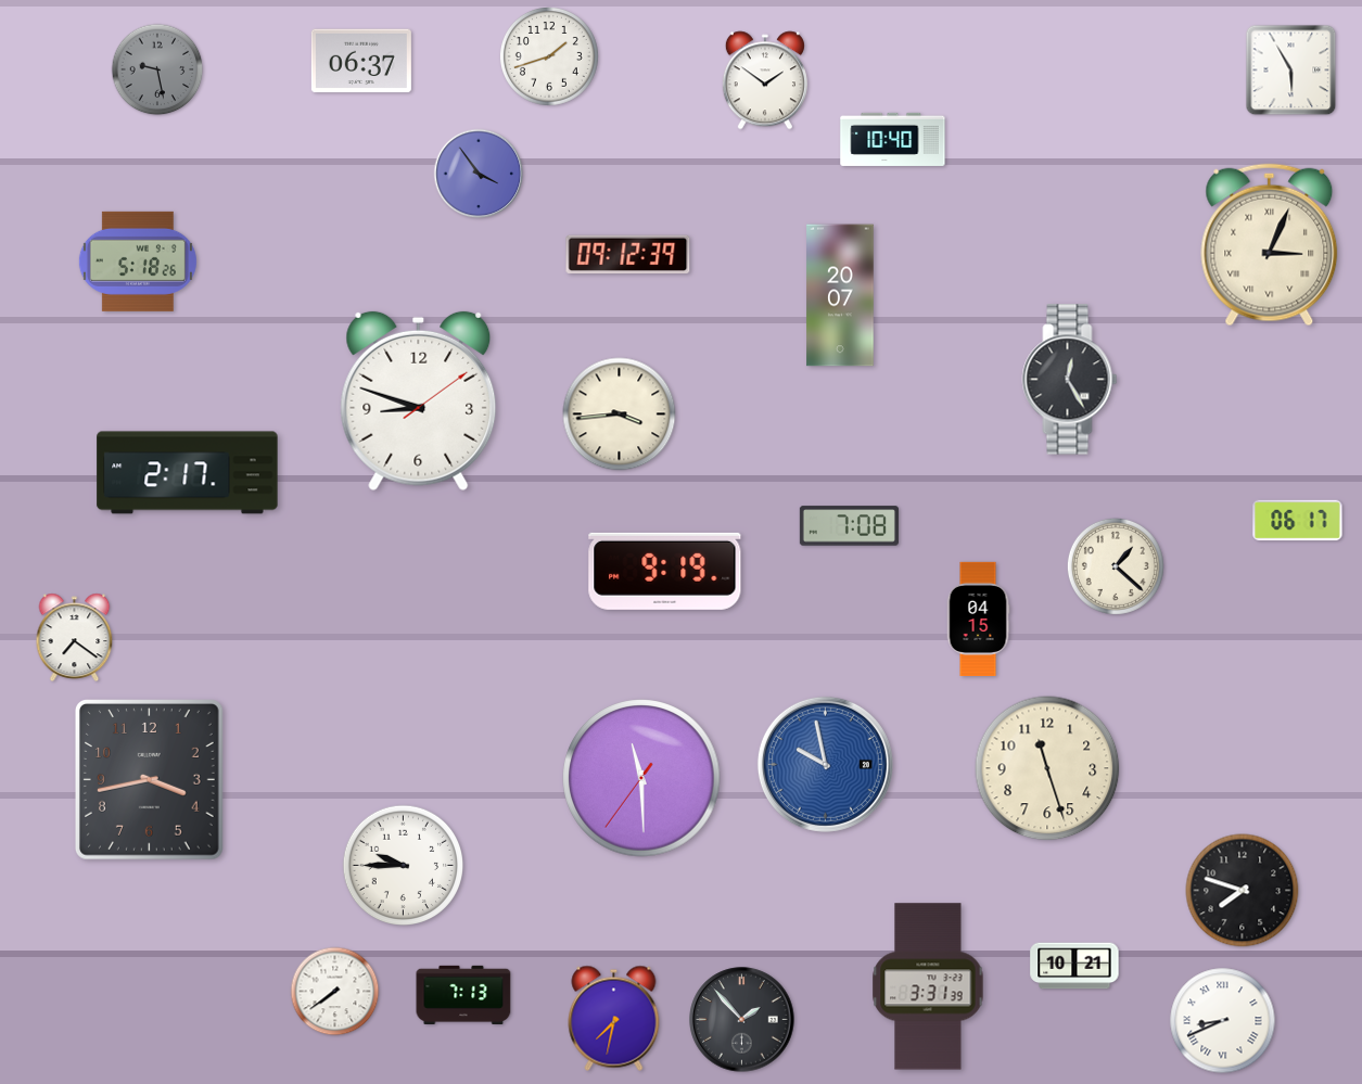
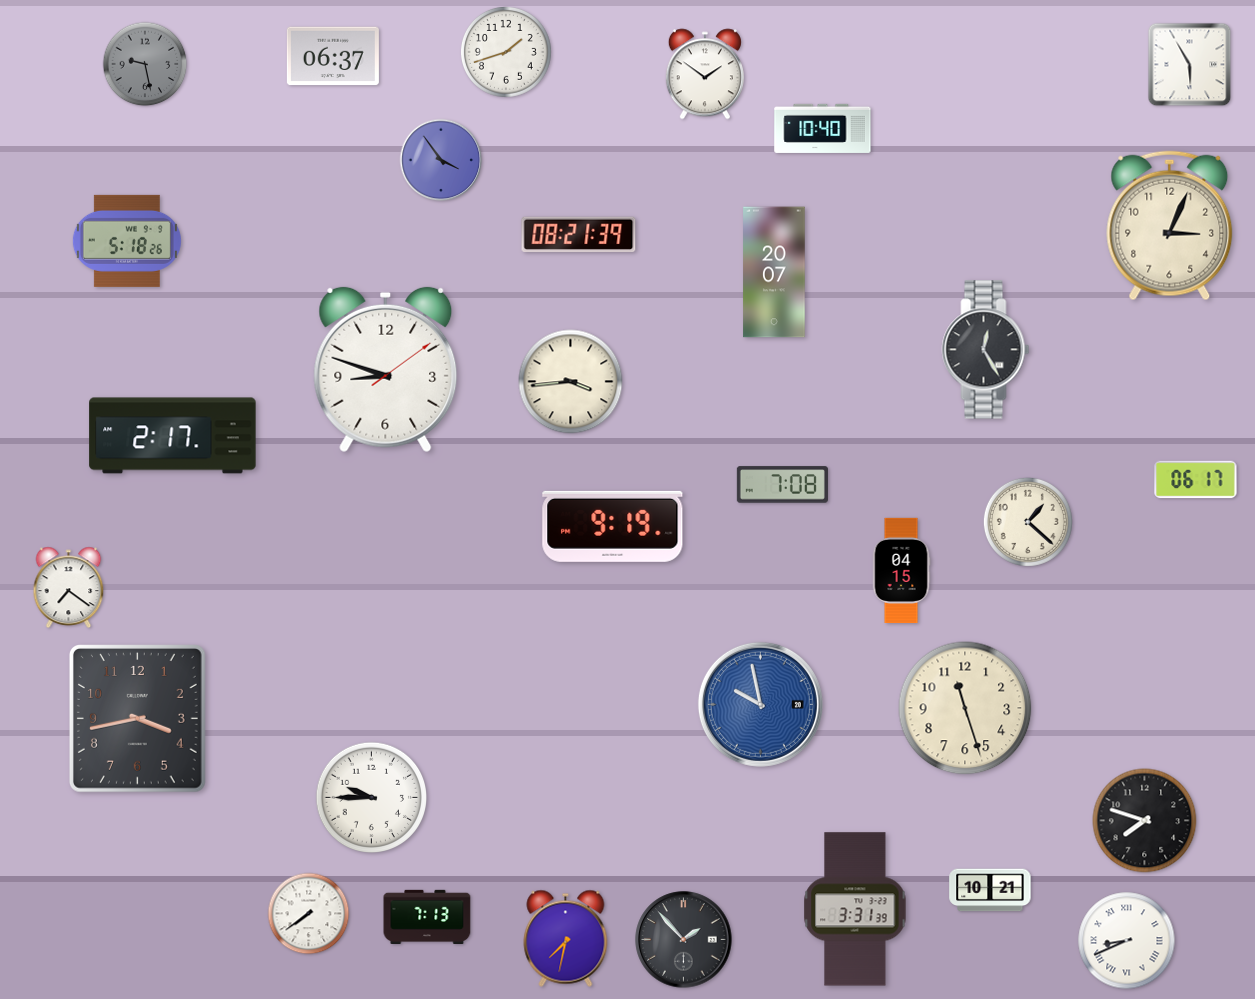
clock at (1270, 245) numerals: Roman -> Arabic
clock at (628, 255): 09:12 -> 08:21
clock at (641, 778): 11:29 -> none
